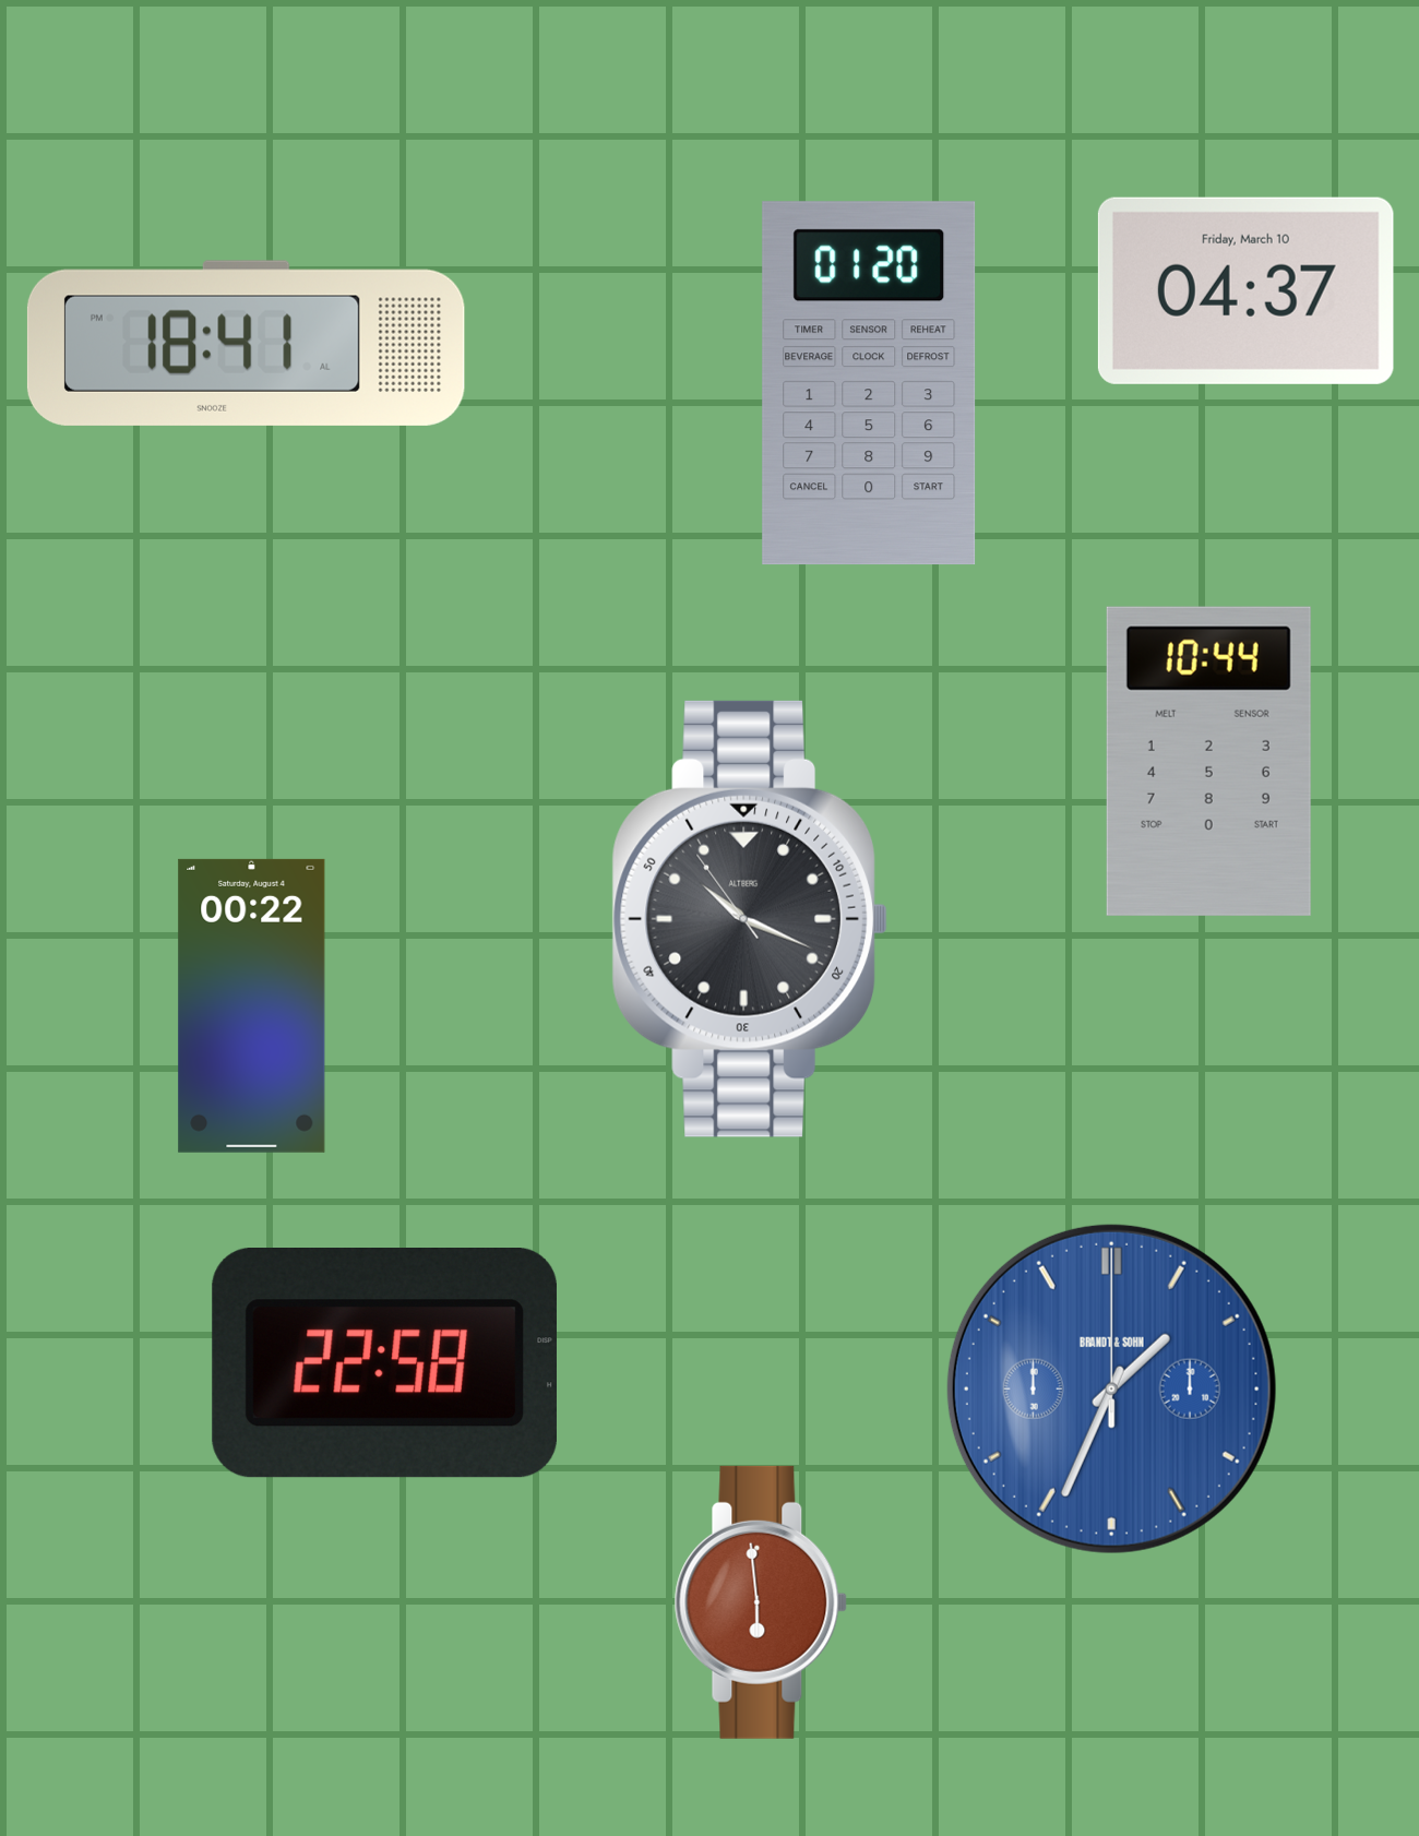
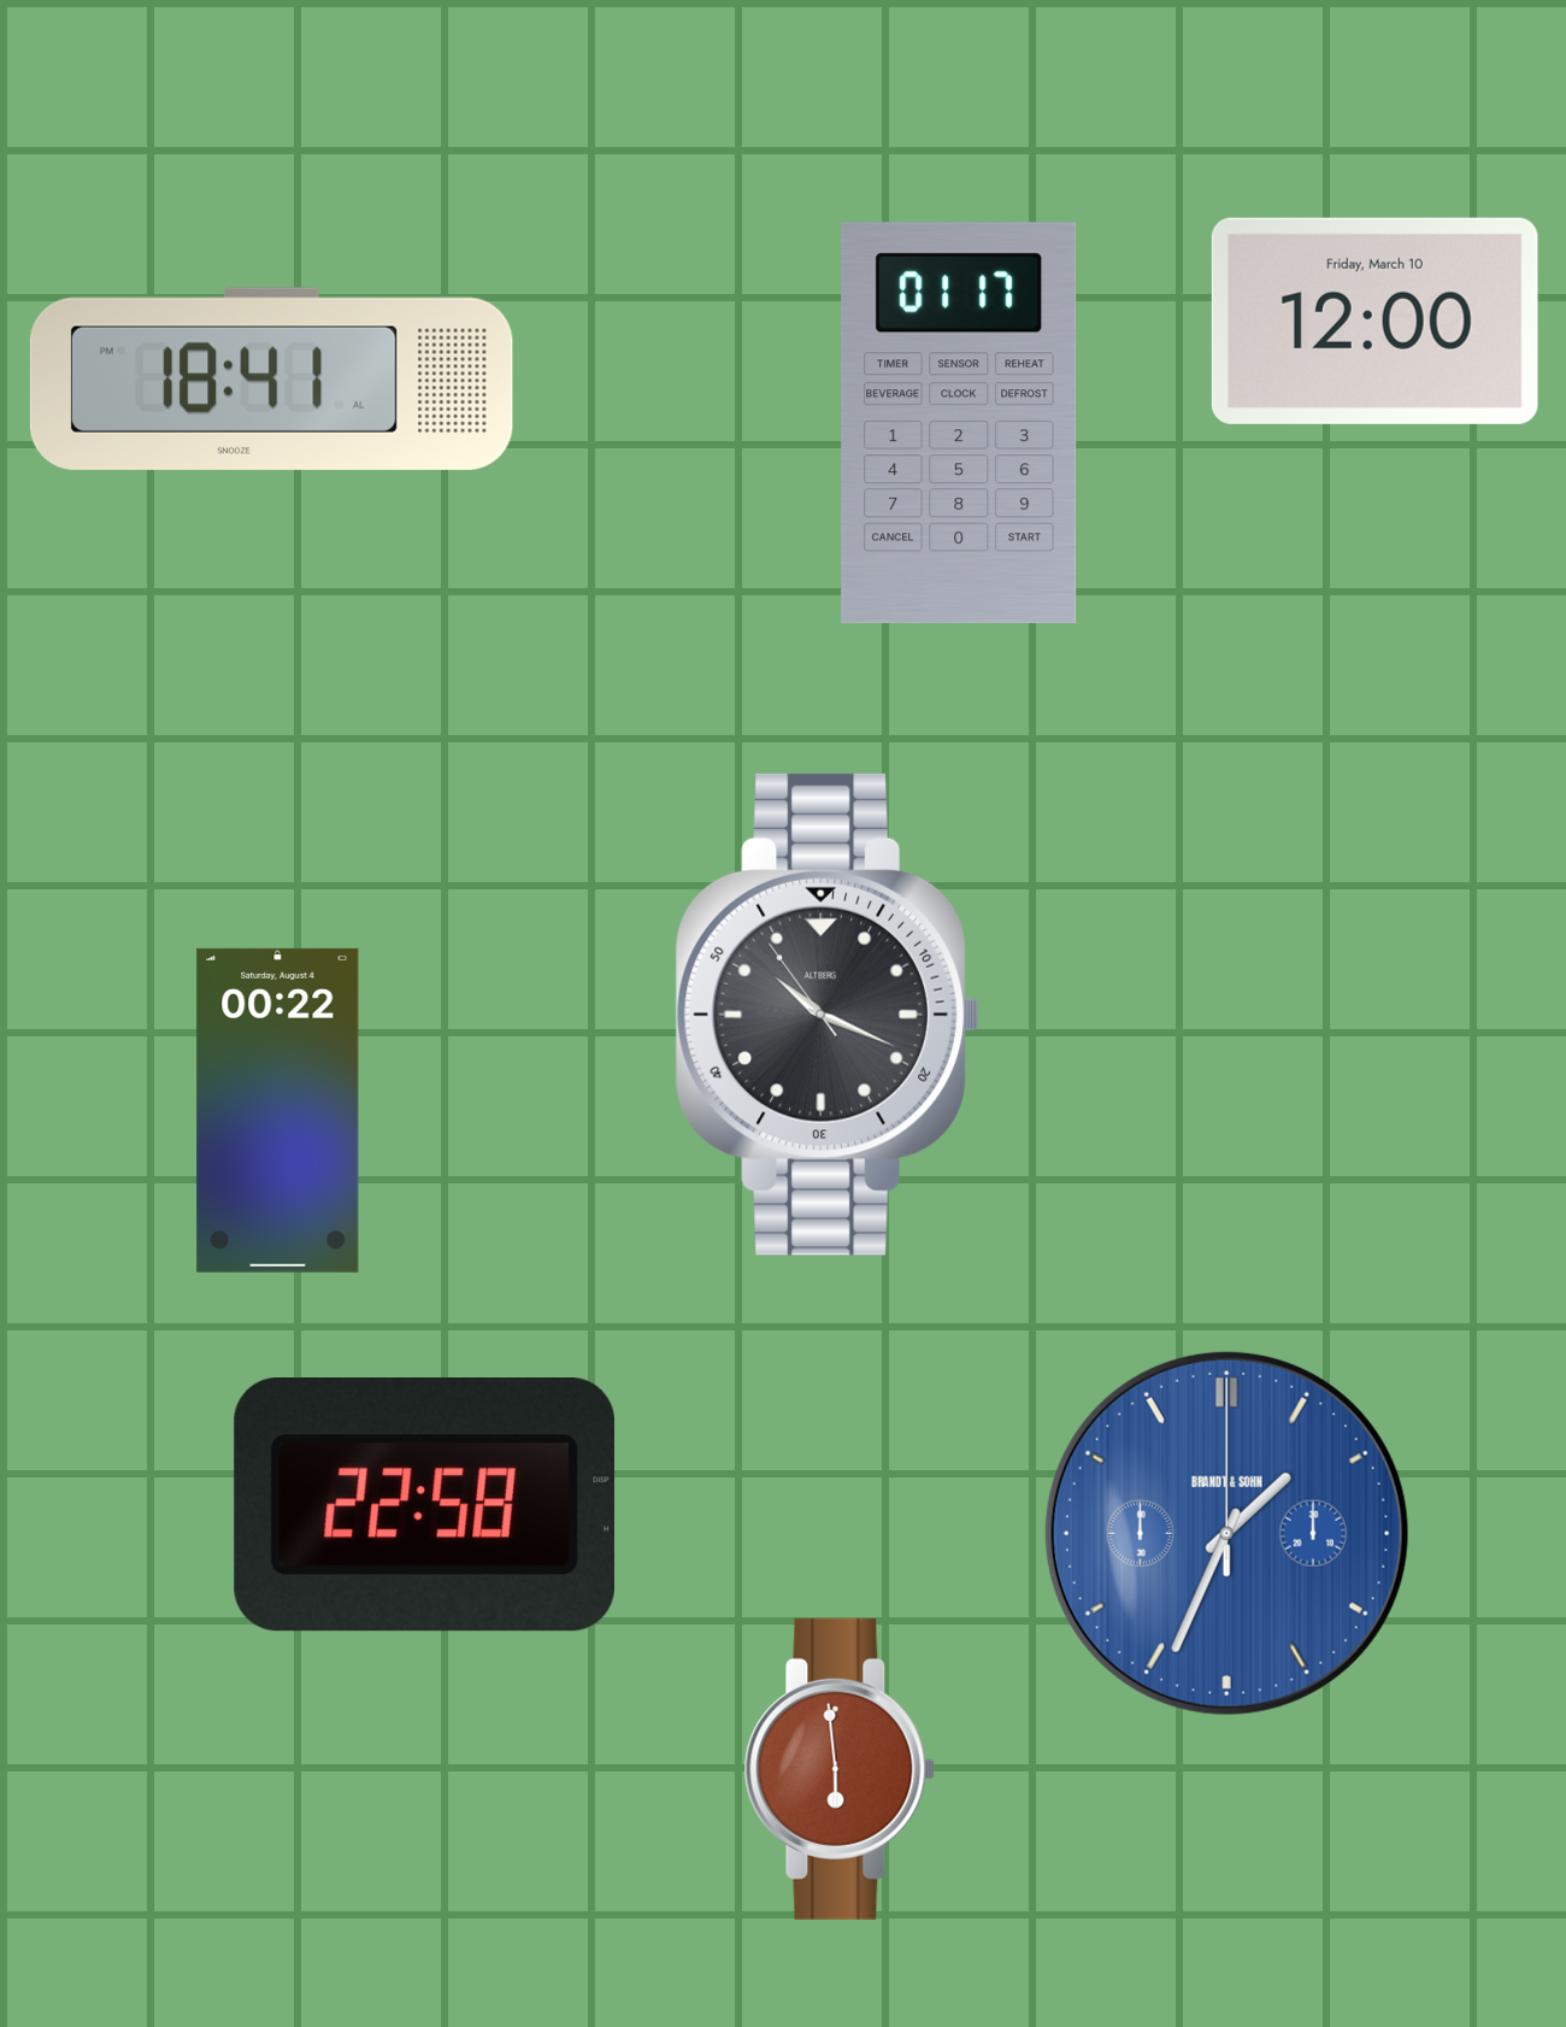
clock at (1245, 290): 04:37 -> 12:00
clock at (869, 383): 01:20 -> 01:17
clock at (1208, 761): 10:44 -> none
